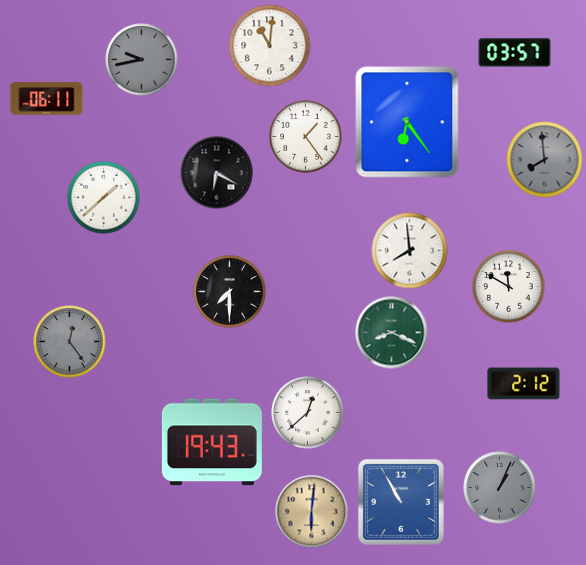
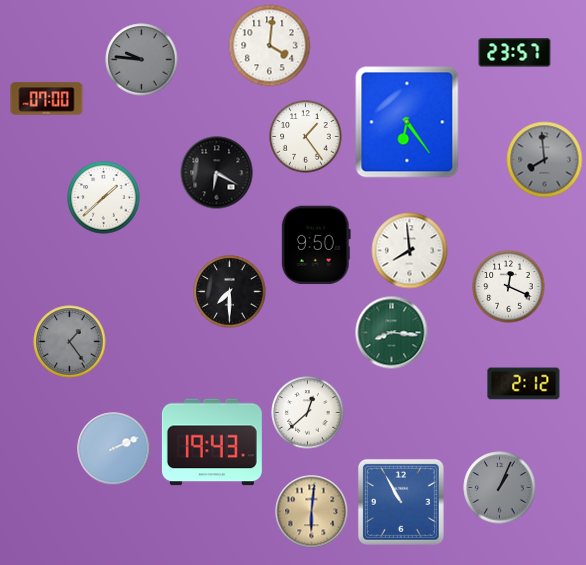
clock at (270, 46): 11:01 -> 4:01
clock at (515, 53): 03:57 -> 23:57
clock at (142, 60): 9:43 -> 9:46
clock at (47, 99): 06:11 -> 07:00
clock at (316, 245): none -> 9:50
clock at (509, 287): 11:50 -> 12:19
clock at (392, 333): 8:19 -> 8:16
clock at (70, 342): 12:24 -> 1:24
clock at (114, 449): none -> 2:11
